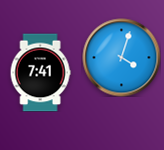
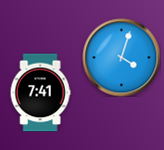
clock at (40, 72) position: (40, 72) -> (40, 92)
